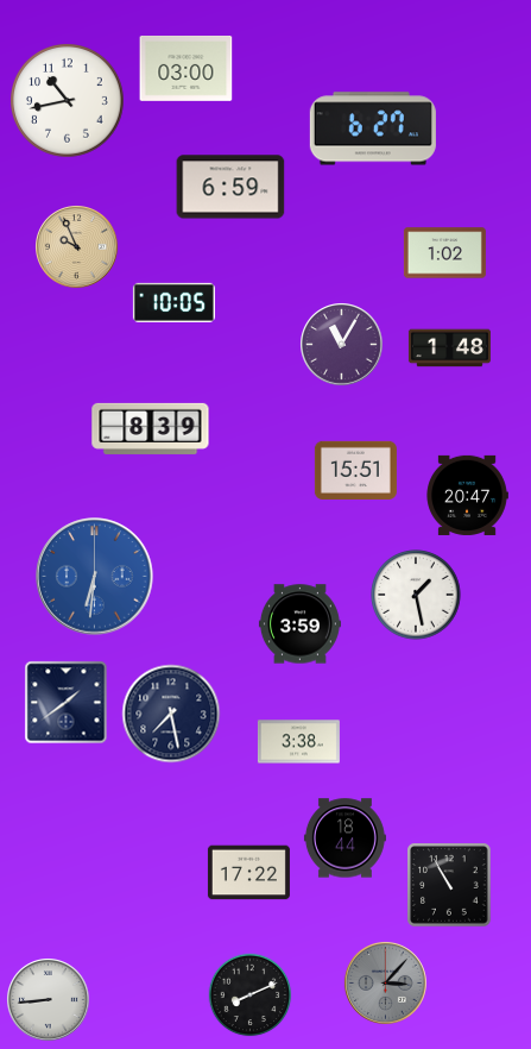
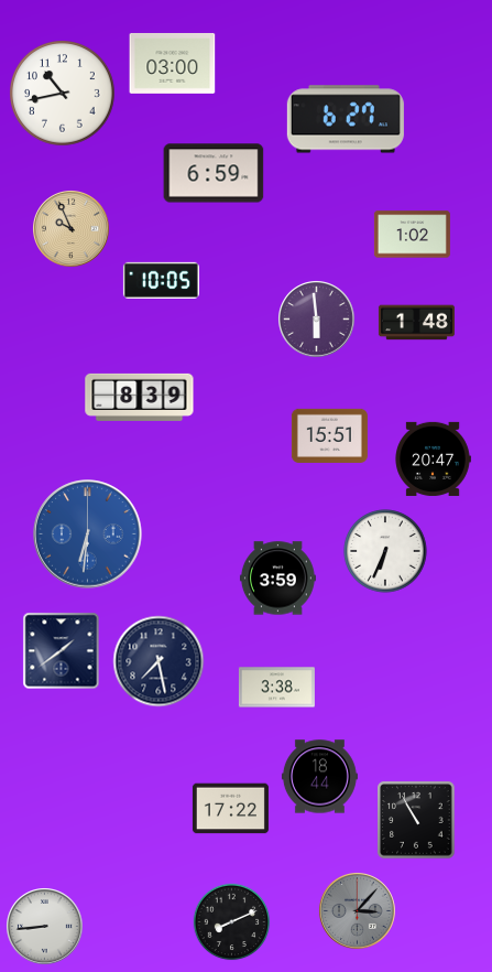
clock at (342, 345): 11:05 -> 5:59
clock at (416, 595): 1:28 -> 6:34
